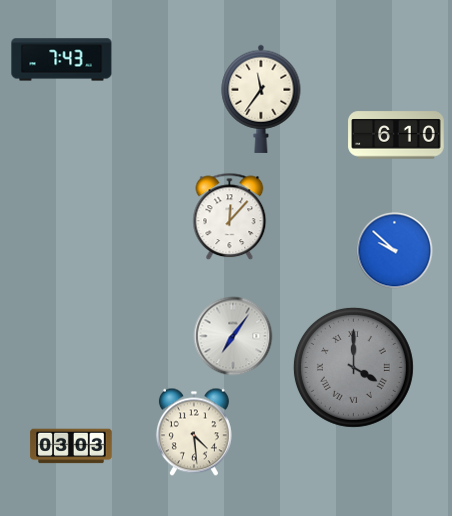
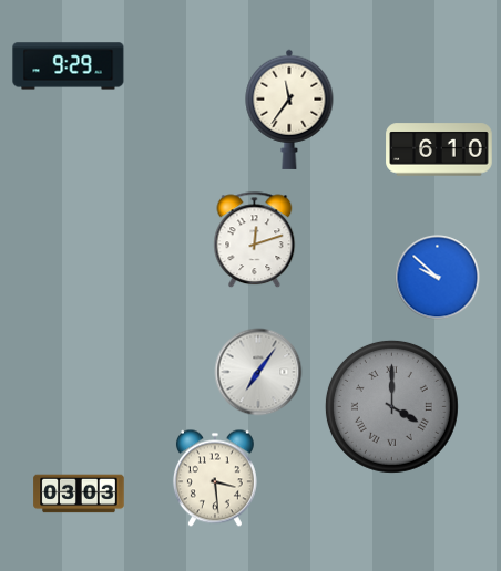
clock at (62, 60): 7:43 -> 9:29
clock at (230, 217): 12:07 -> 12:12
clock at (194, 432): 4:29 -> 3:29
